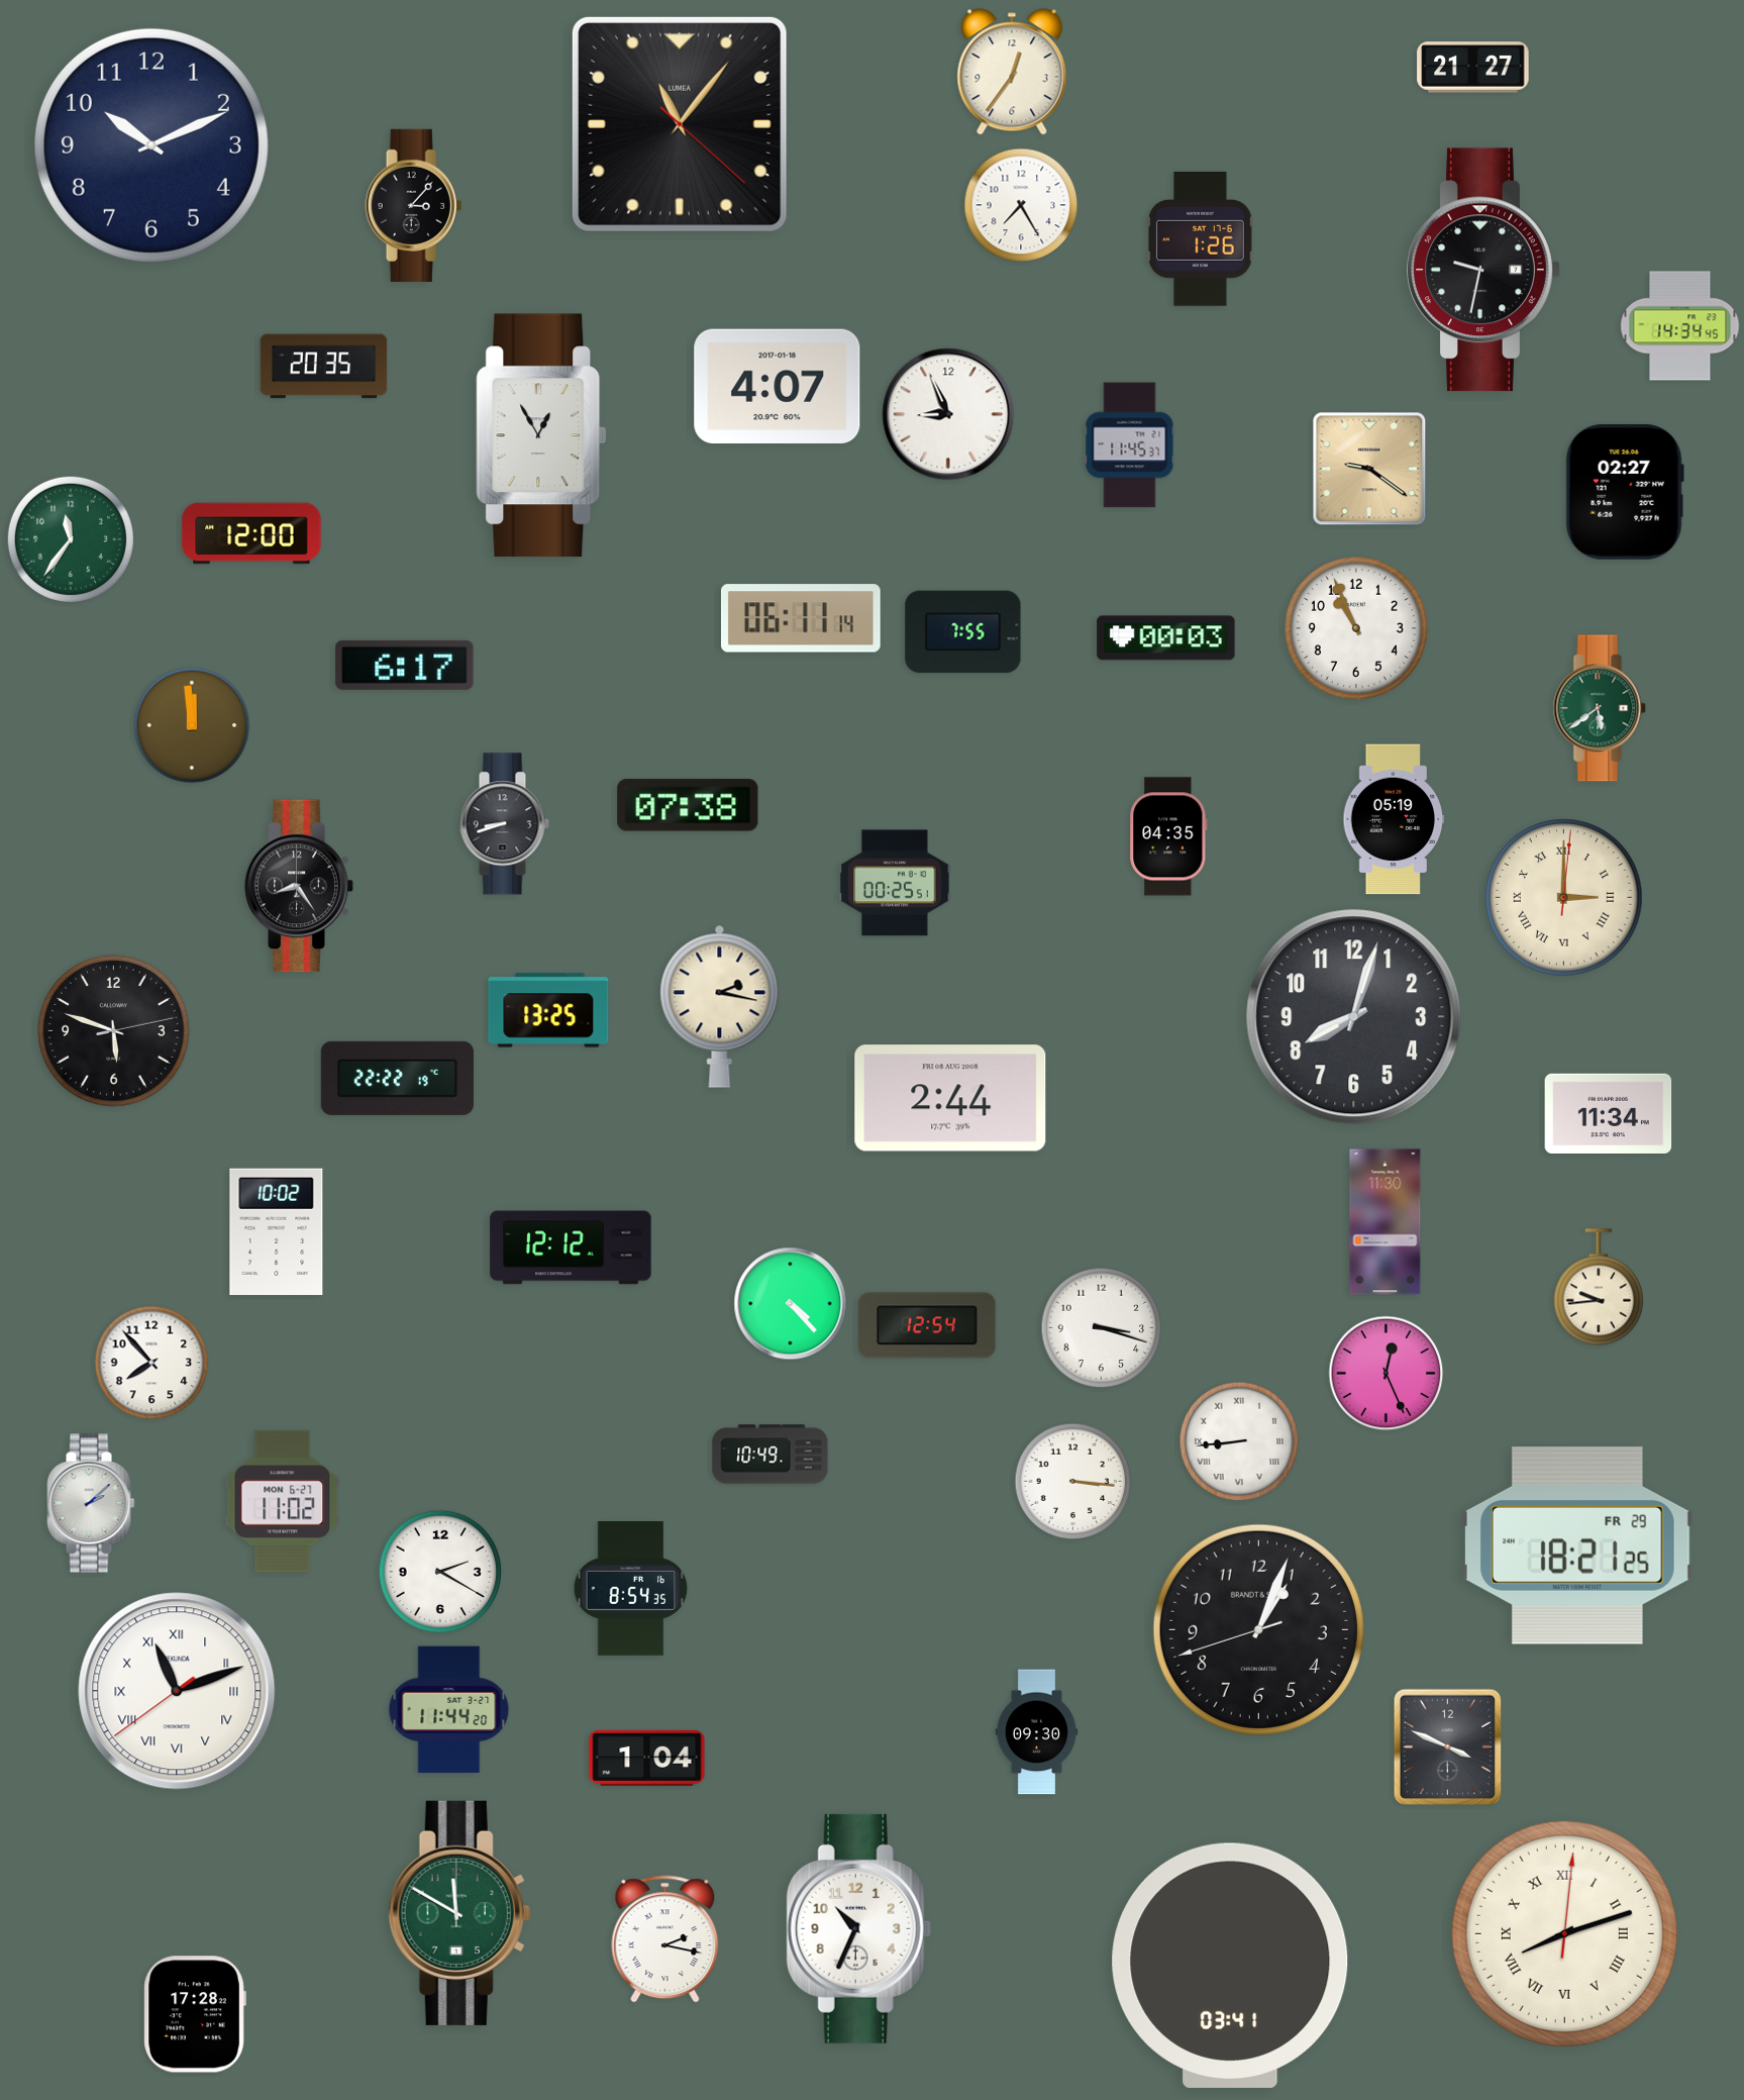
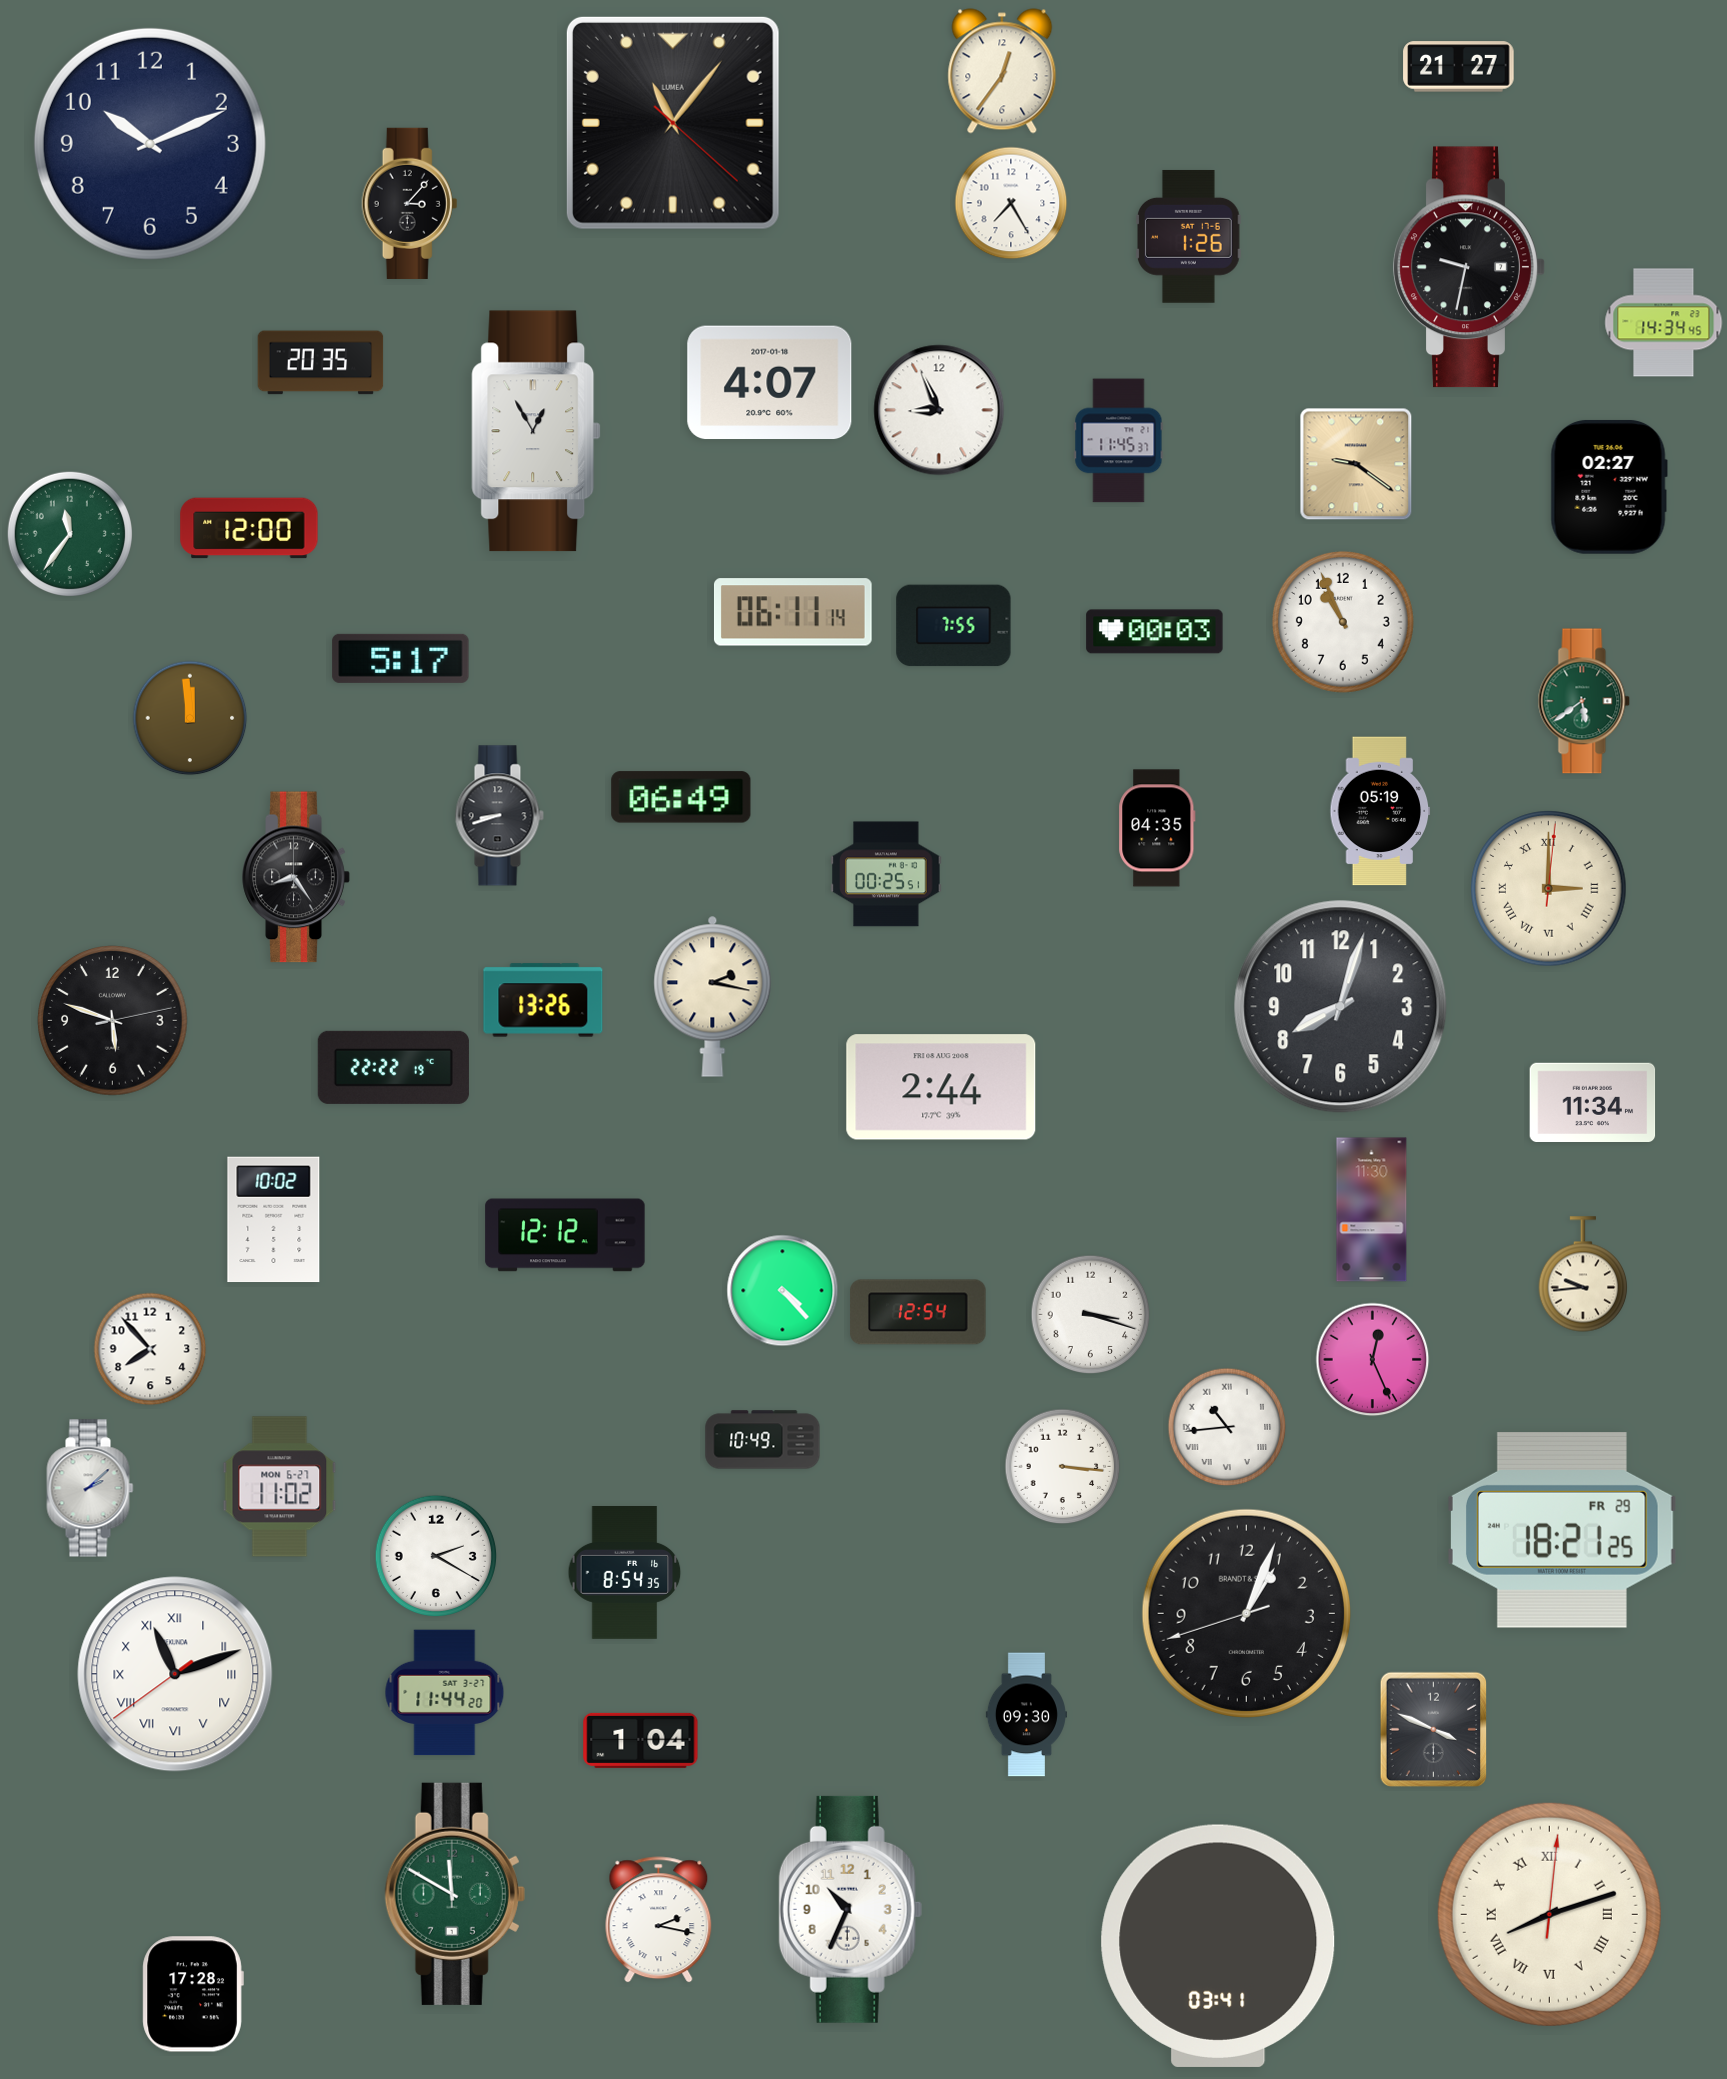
clock at (405, 665): 6:17 -> 5:17
clock at (688, 805): 07:38 -> 06:49
clock at (548, 1010): 13:25 -> 13:26
clock at (1239, 1441): 8:44 -> 10:44
